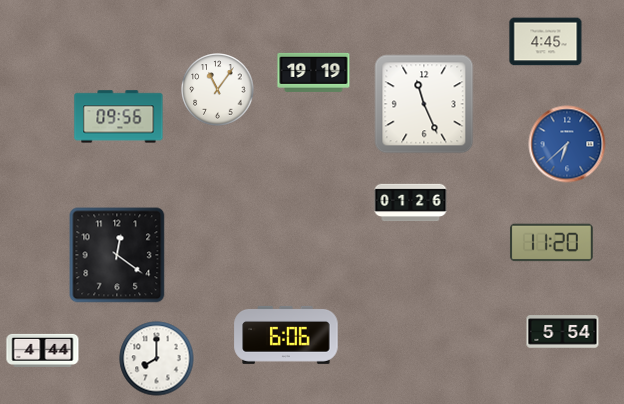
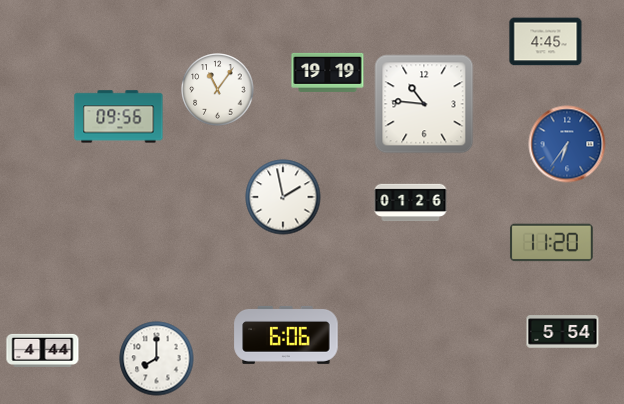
clock at (314, 72) position: (314, 72) -> (328, 72)
clock at (424, 104): 11:26 -> 10:46
clock at (567, 144): 6:38 -> 6:36
clock at (283, 197): none -> 1:58
clock at (117, 255): 12:21 -> none
